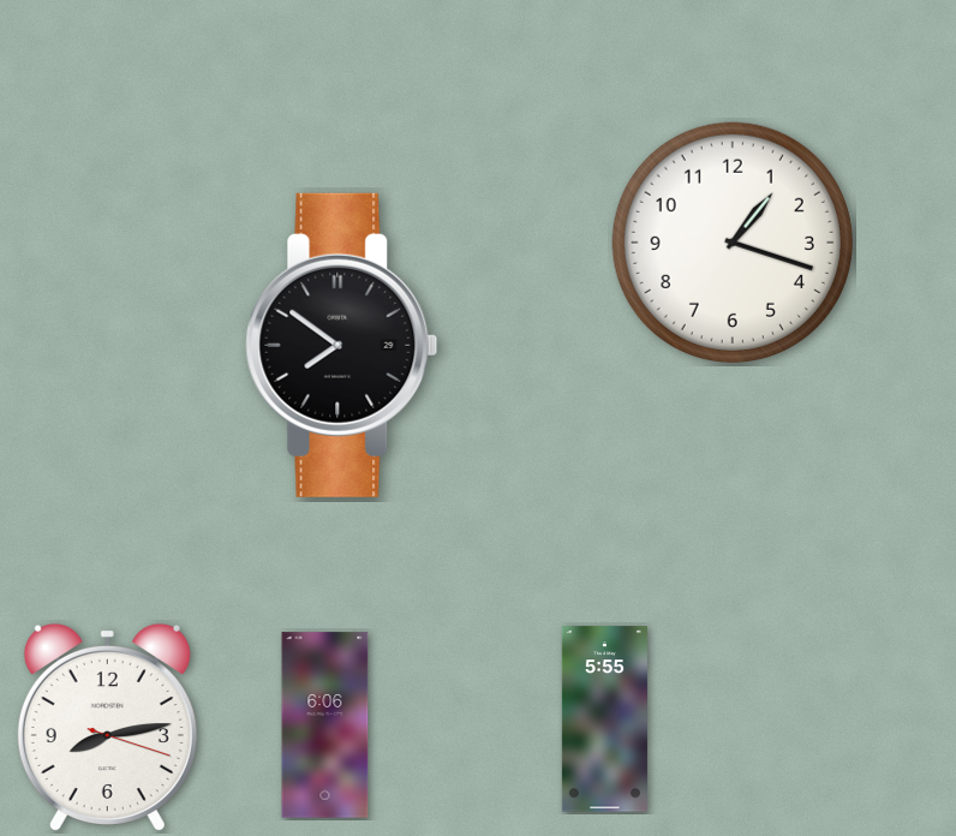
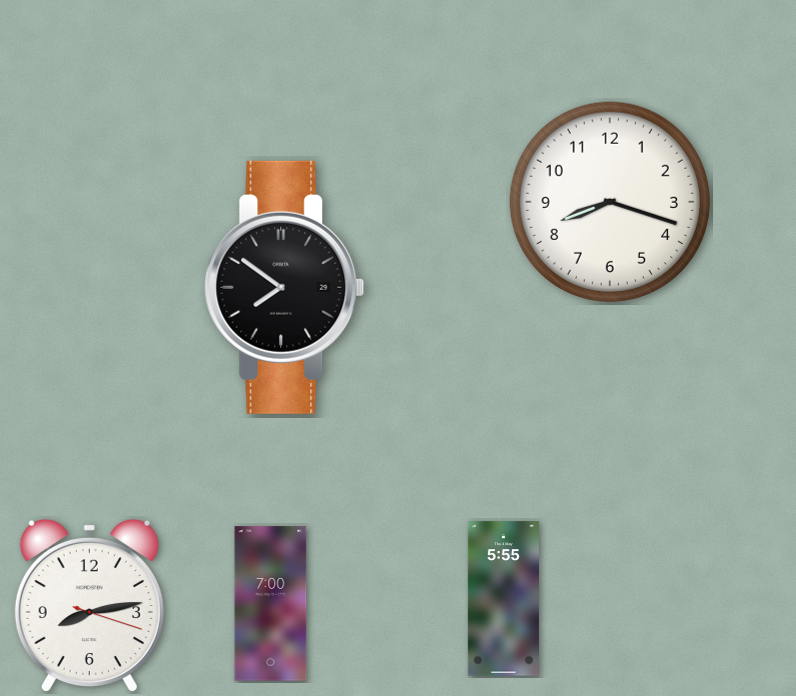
clock at (733, 243): 1:18 -> 8:18
clock at (325, 725): 6:06 -> 7:00
